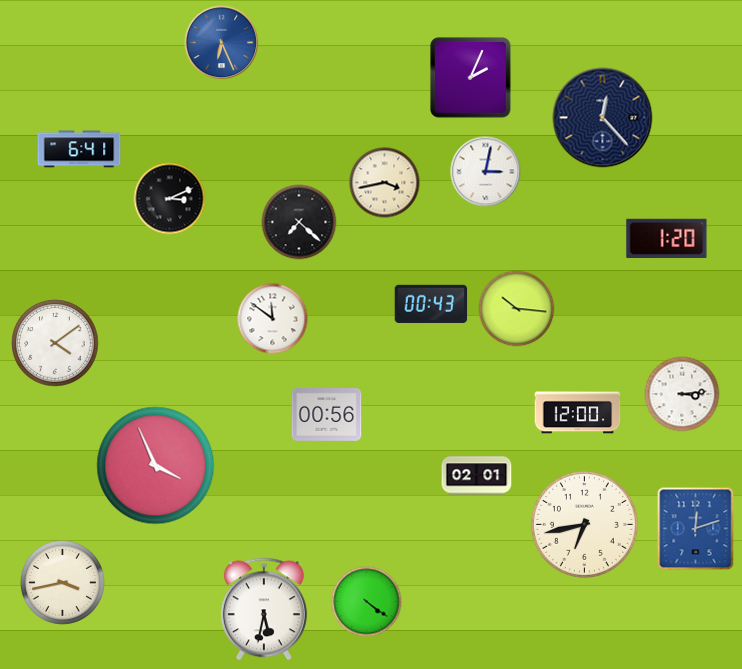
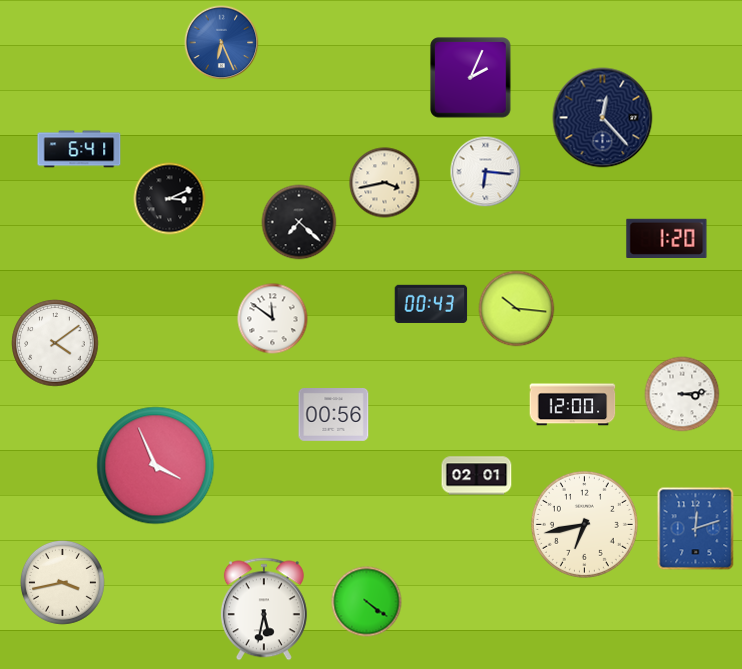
clock at (486, 172): 3:02 -> 6:16
clock at (578, 413) position: (578, 413) -> (573, 405)
clock at (327, 415) position: (327, 415) -> (334, 415)
